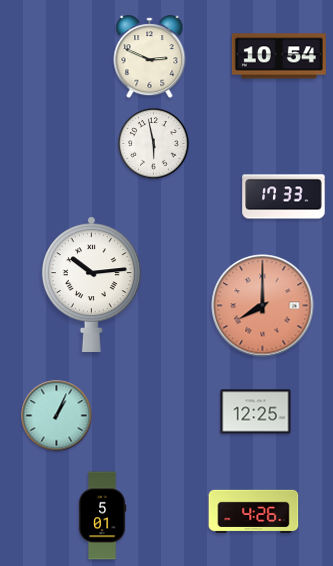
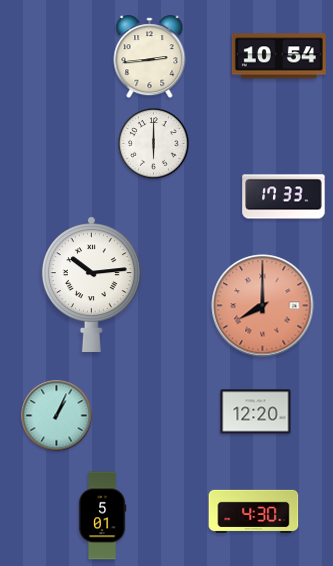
clock at (150, 57): 2:49 -> 2:44
clock at (154, 144): 5:58 -> 6:00
clock at (256, 412): 12:25 -> 12:20
clock at (254, 511): 4:26 -> 4:30
